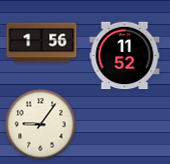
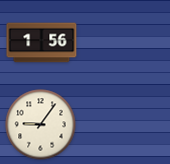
clock at (125, 56): 11:52 -> none
